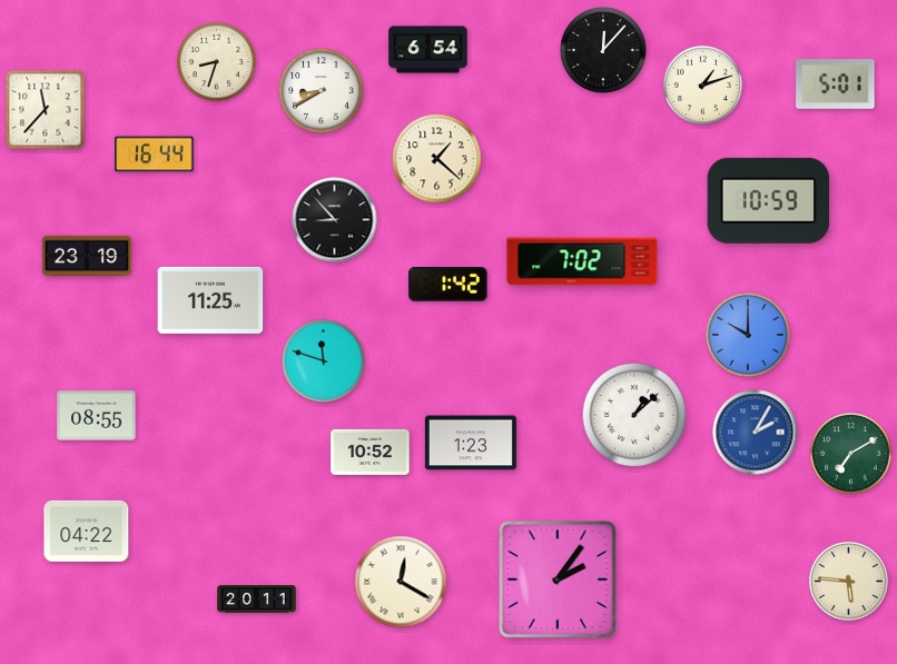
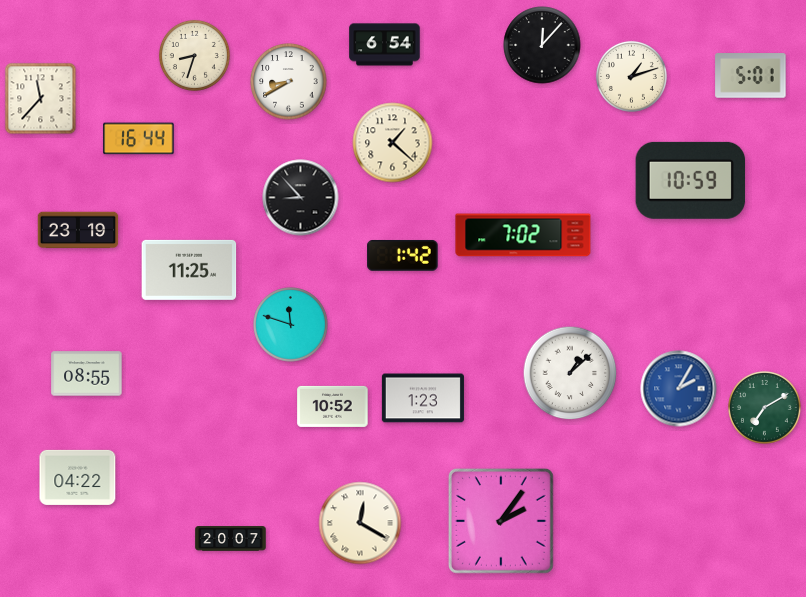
clock at (748, 335): 10:00 -> none
clock at (848, 581): 5:46 -> none
clock at (257, 599): 20:11 -> 20:07
